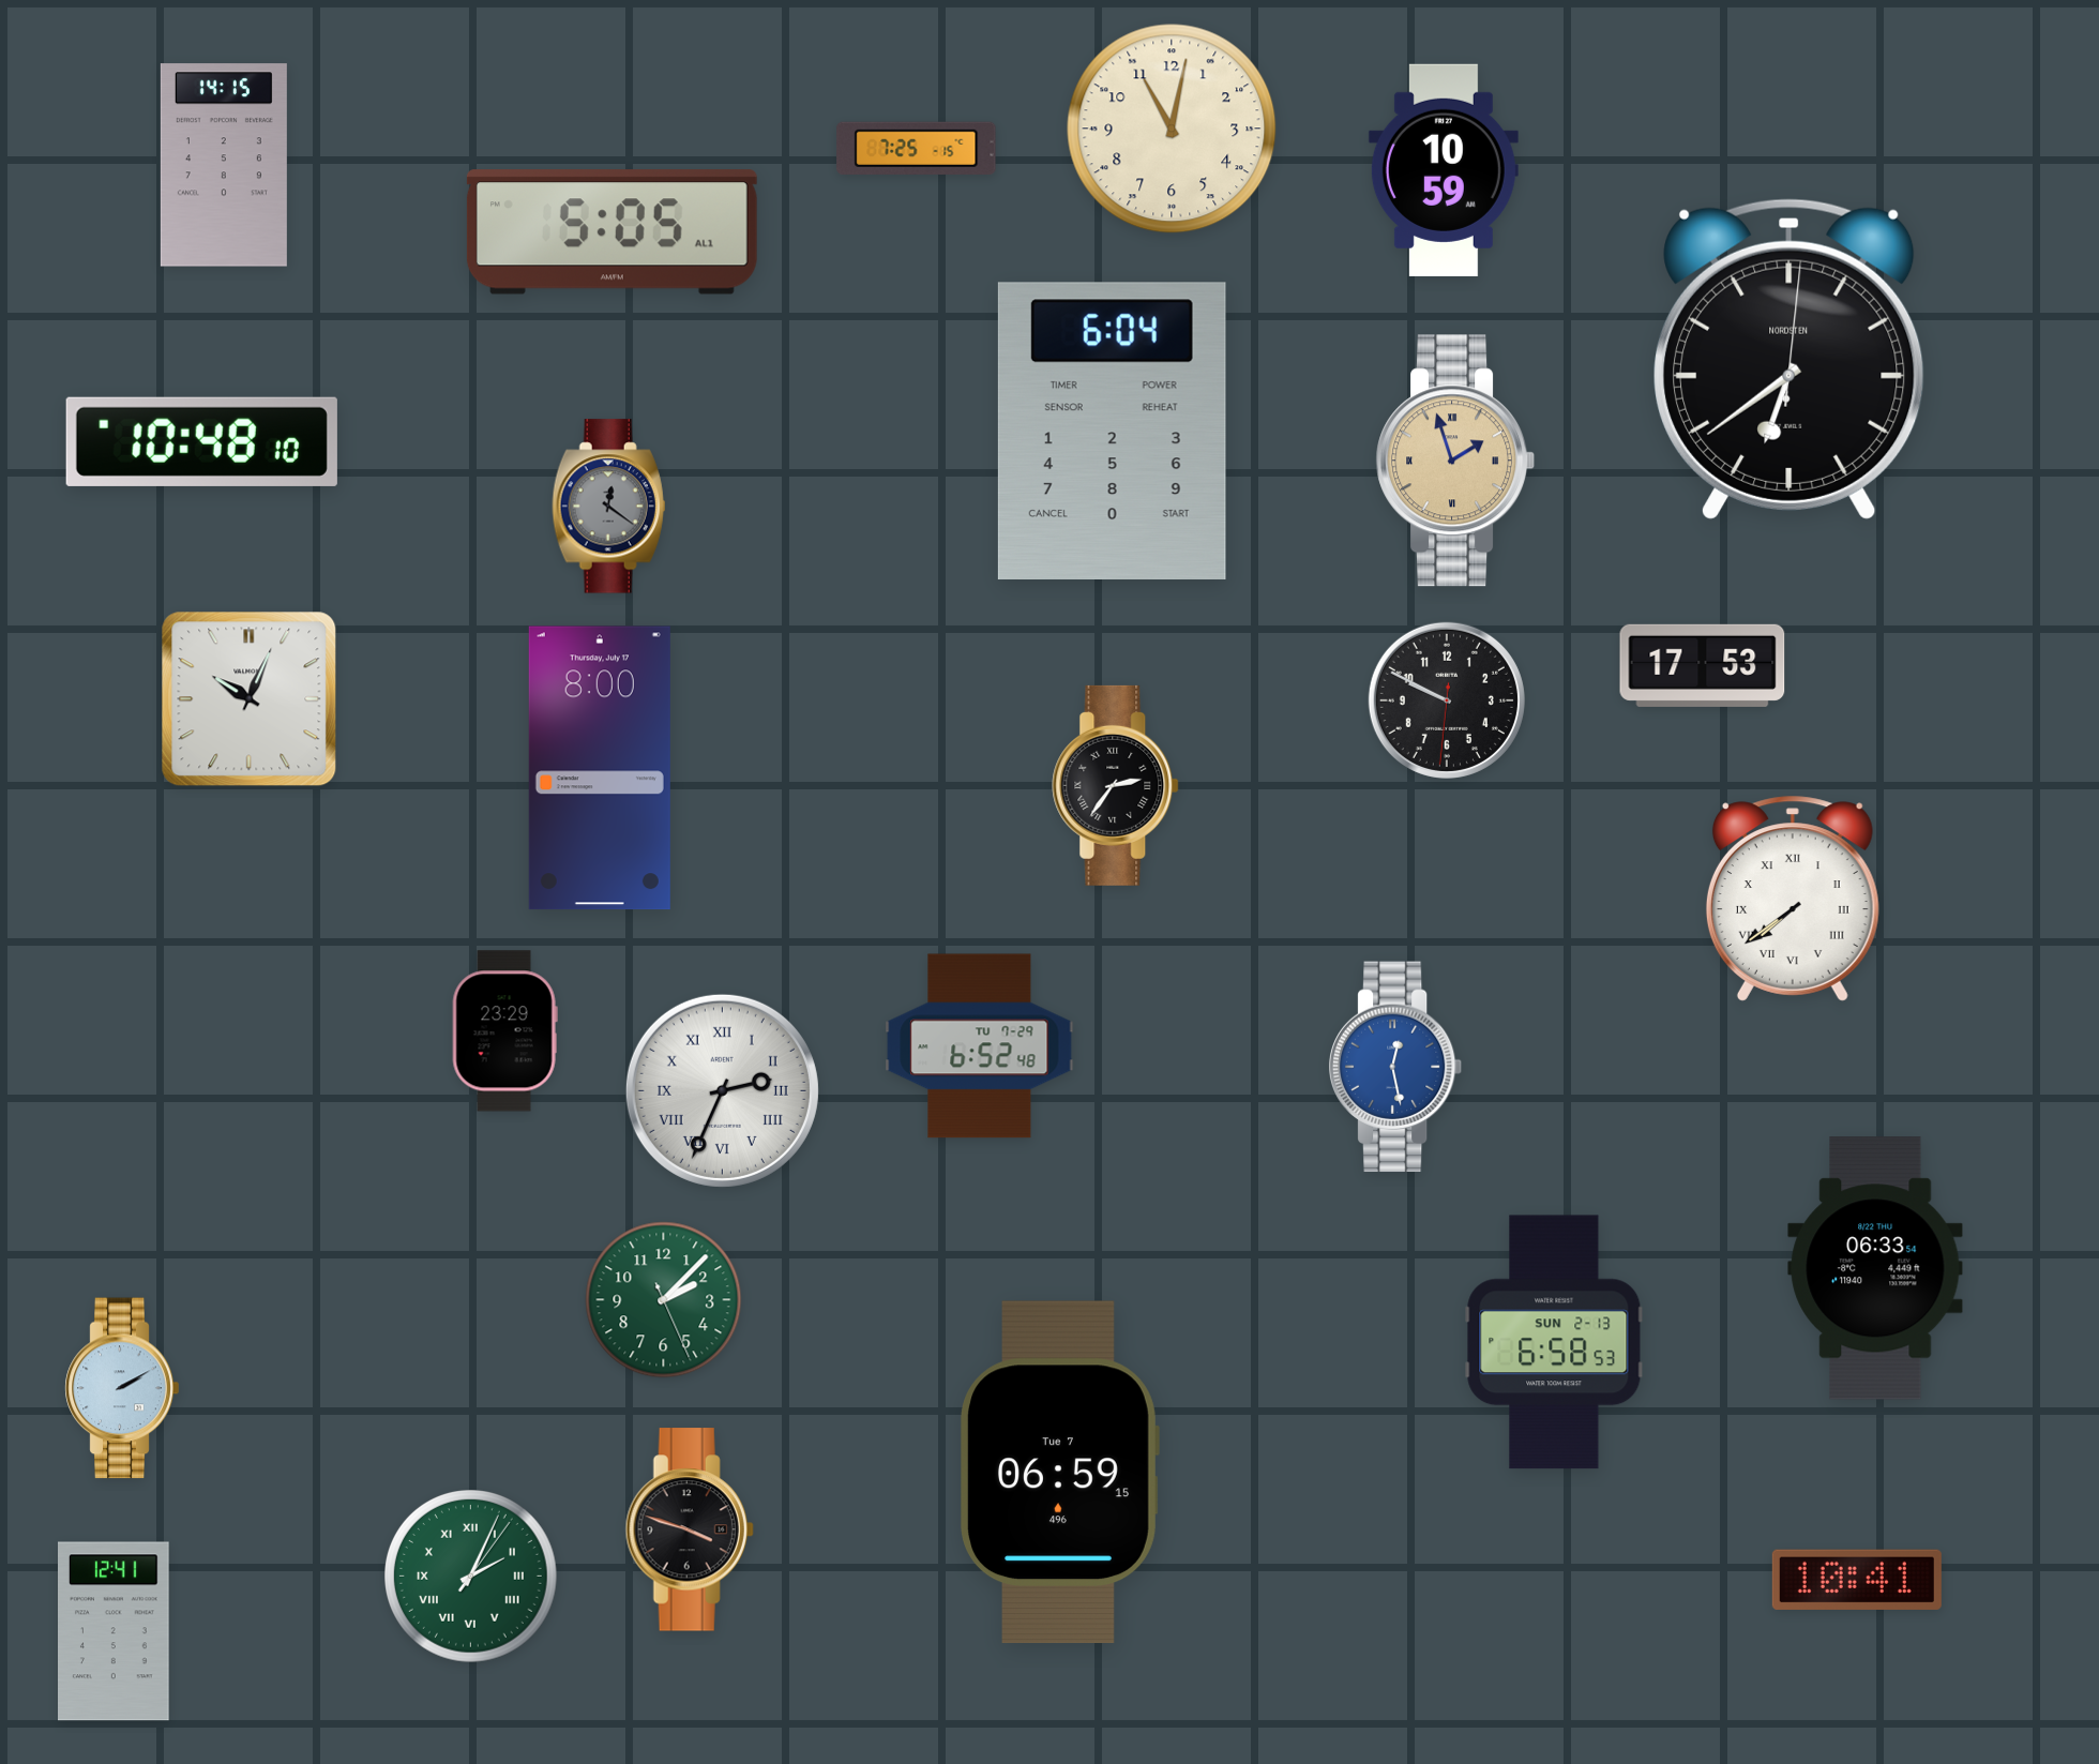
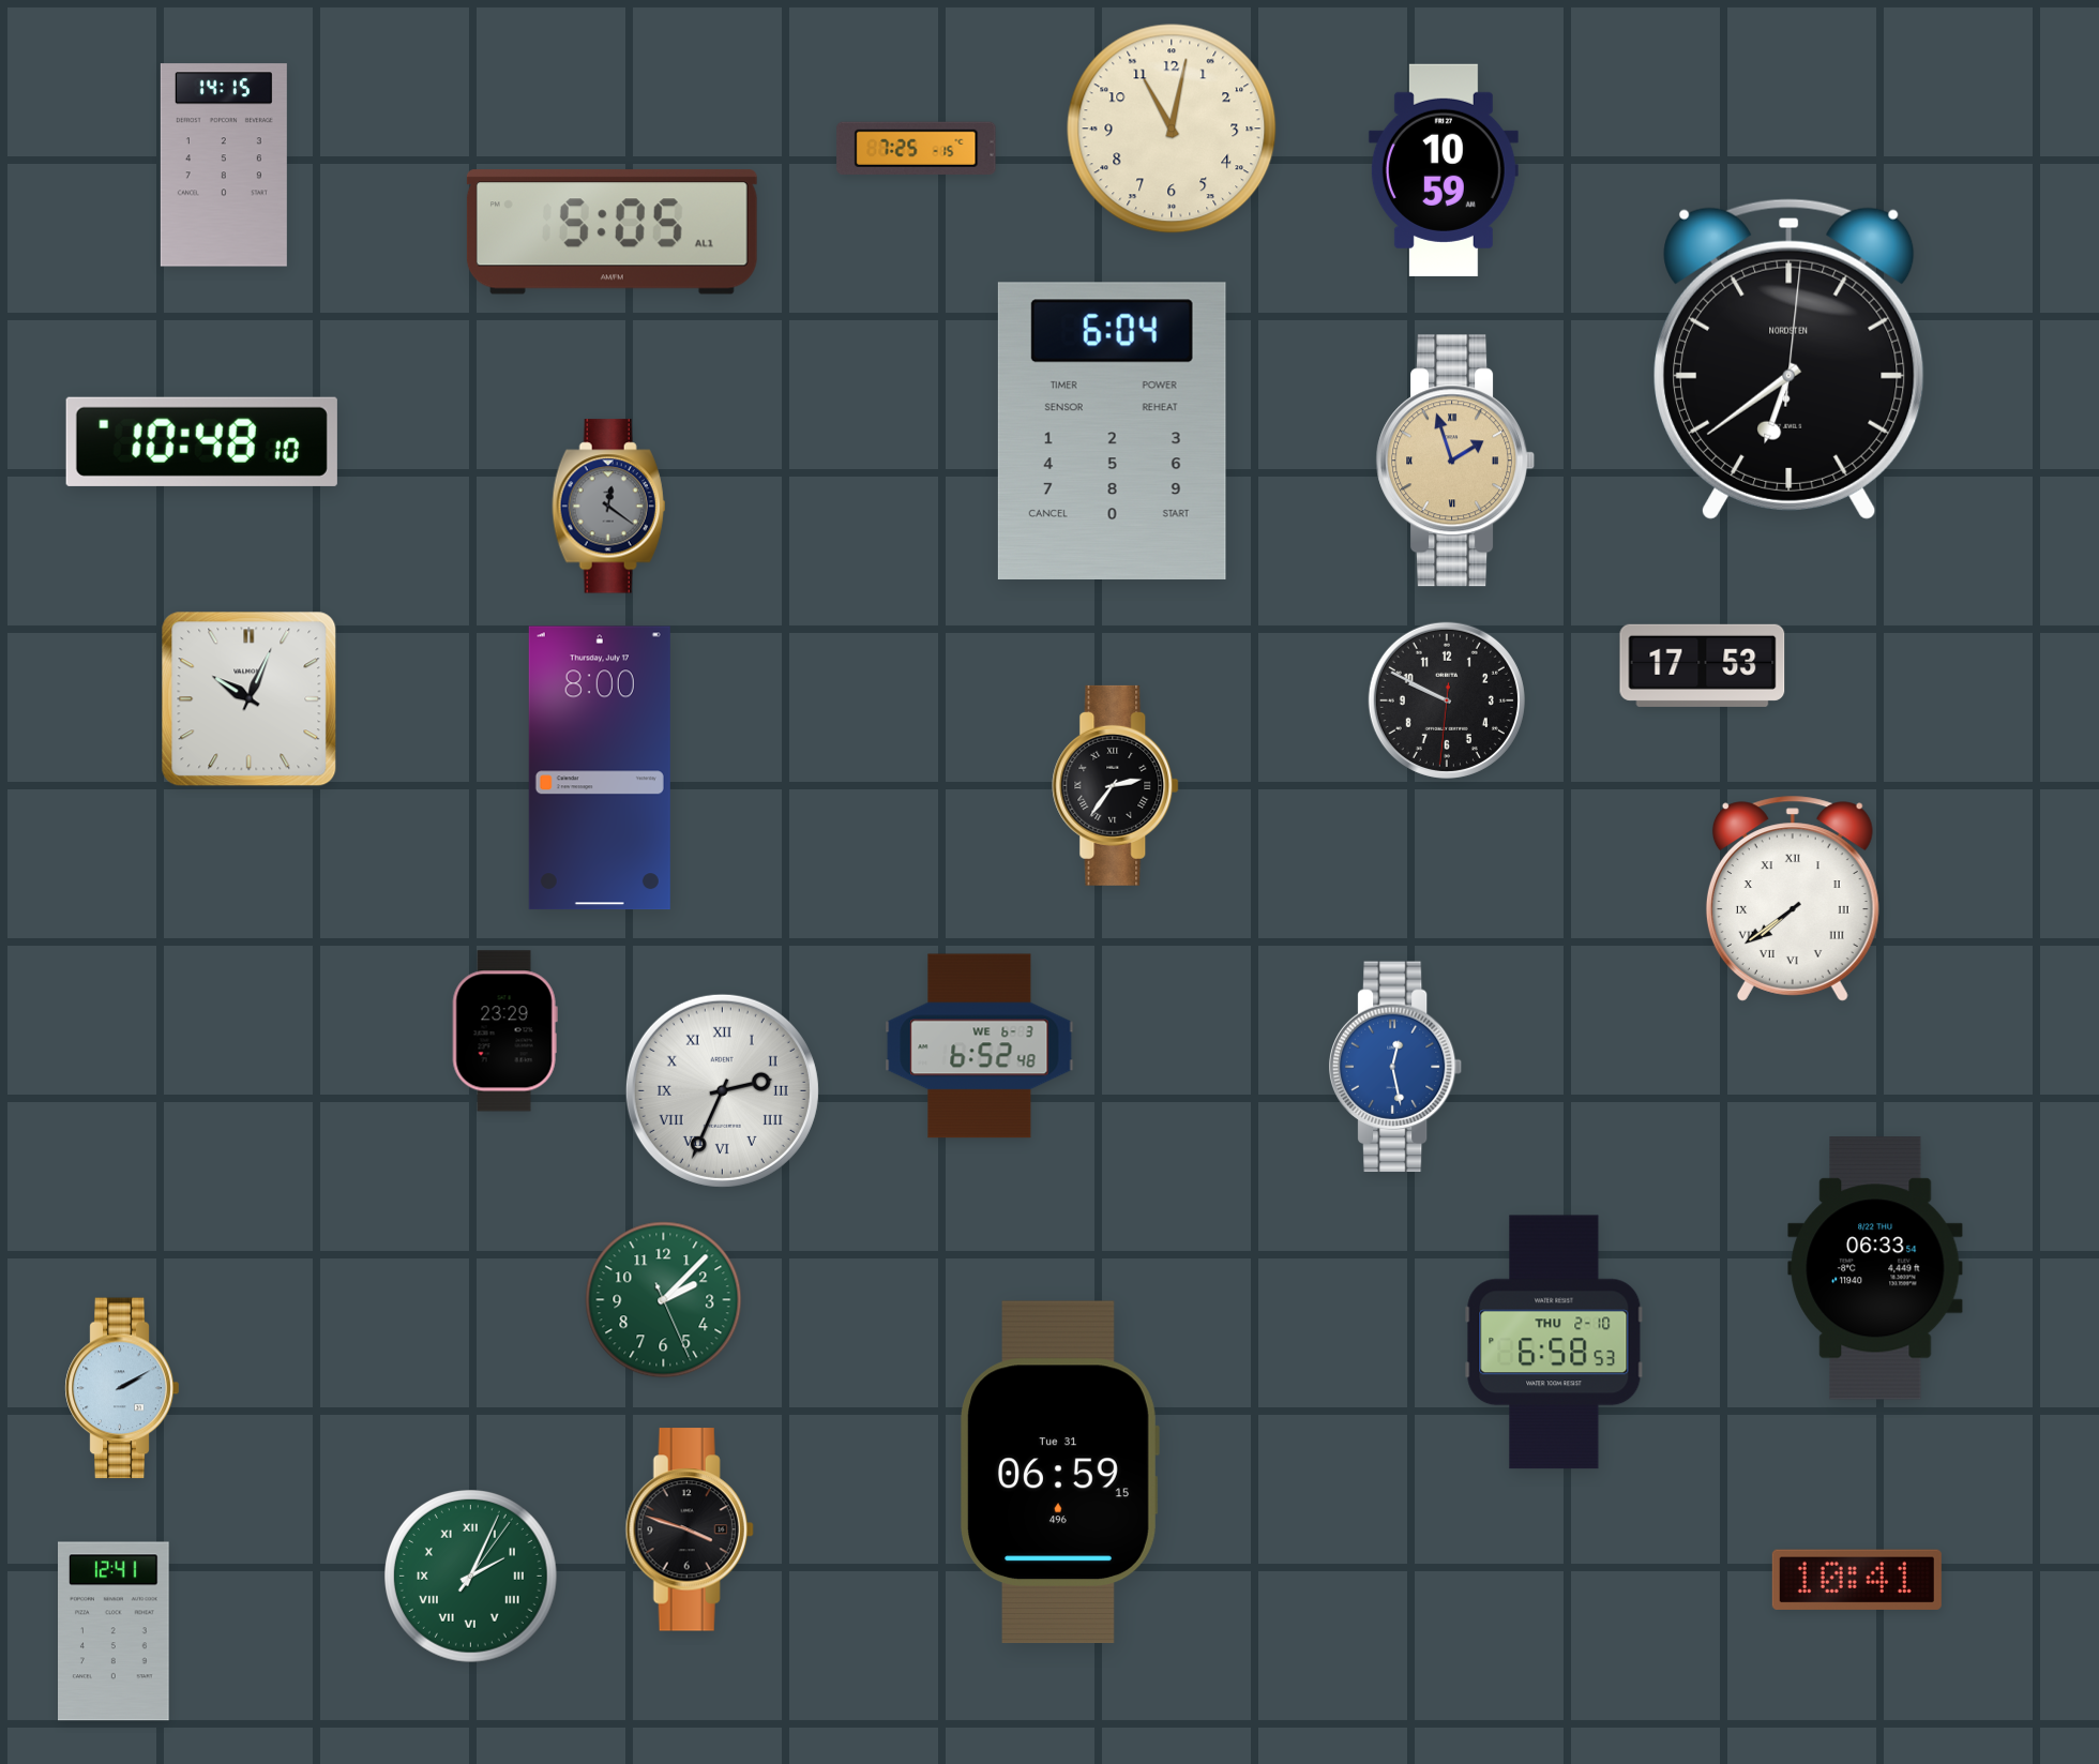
clock at (980, 1046) date: TU 7-29 -> WE 6-3
clock at (1554, 1342) date: SUN 2-13 -> THU 2-10
clock at (1059, 1473) date: Tue 7 -> Tue 31
